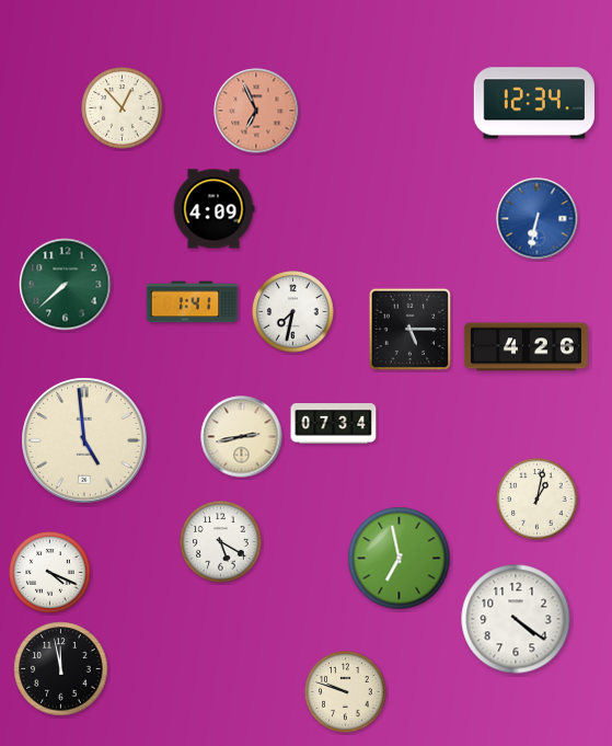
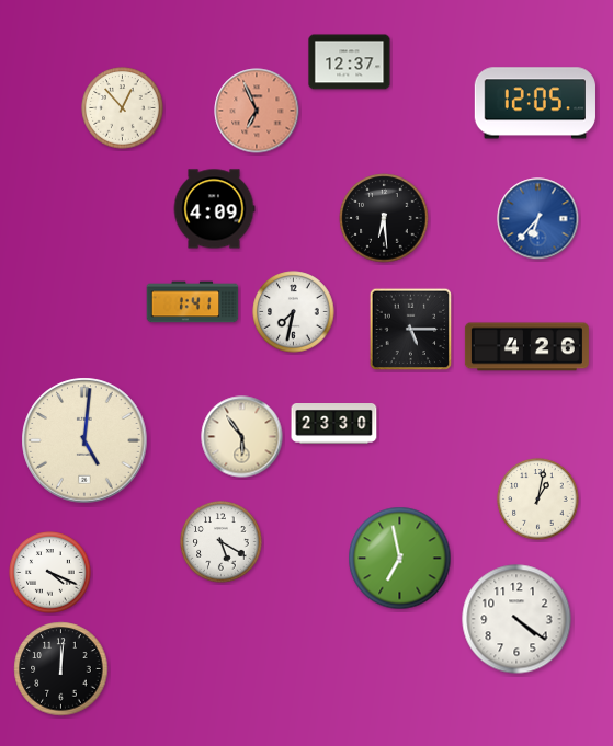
clock at (350, 62): none -> 12:37
clock at (534, 103): 12:34 -> 12:05
clock at (384, 218): none -> 6:29
clock at (538, 219): 6:32 -> 6:37
clock at (66, 285): 7:38 -> none
clock at (334, 424): 07:34 -> 23:30
clock at (242, 437): 2:43 -> 5:54
clock at (84, 440): 4:59 -> 5:01
clock at (61, 669): 11:58 -> 12:01
clock at (346, 692): 9:48 -> none
